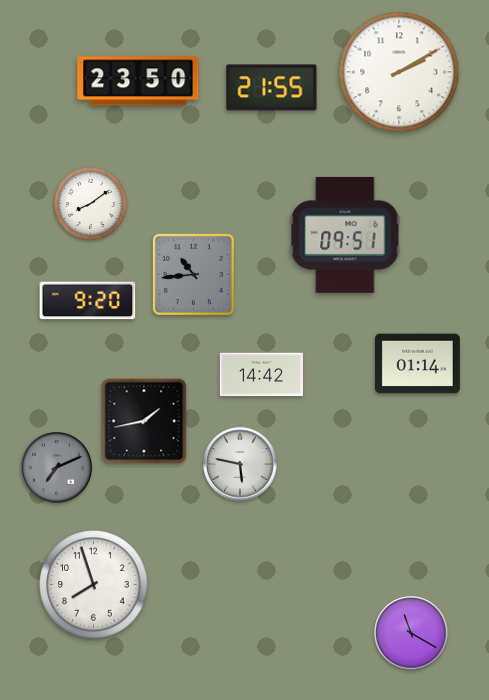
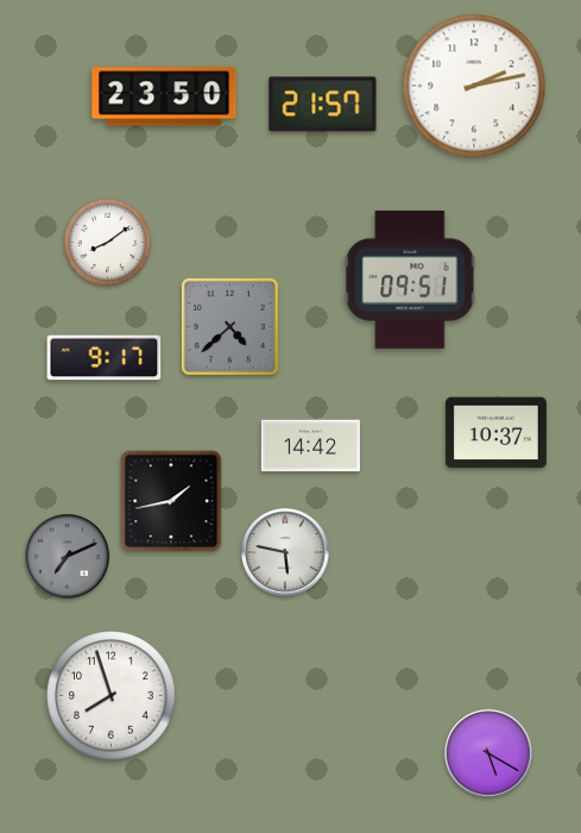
clock at (399, 72): 2:10 -> 2:13
clock at (272, 88): 21:55 -> 21:57
clock at (193, 274): 10:44 -> 4:38
clock at (88, 301): 9:20 -> 9:17
clock at (417, 364): 01:14 -> 10:37
clock at (411, 633): 11:20 -> 5:20
